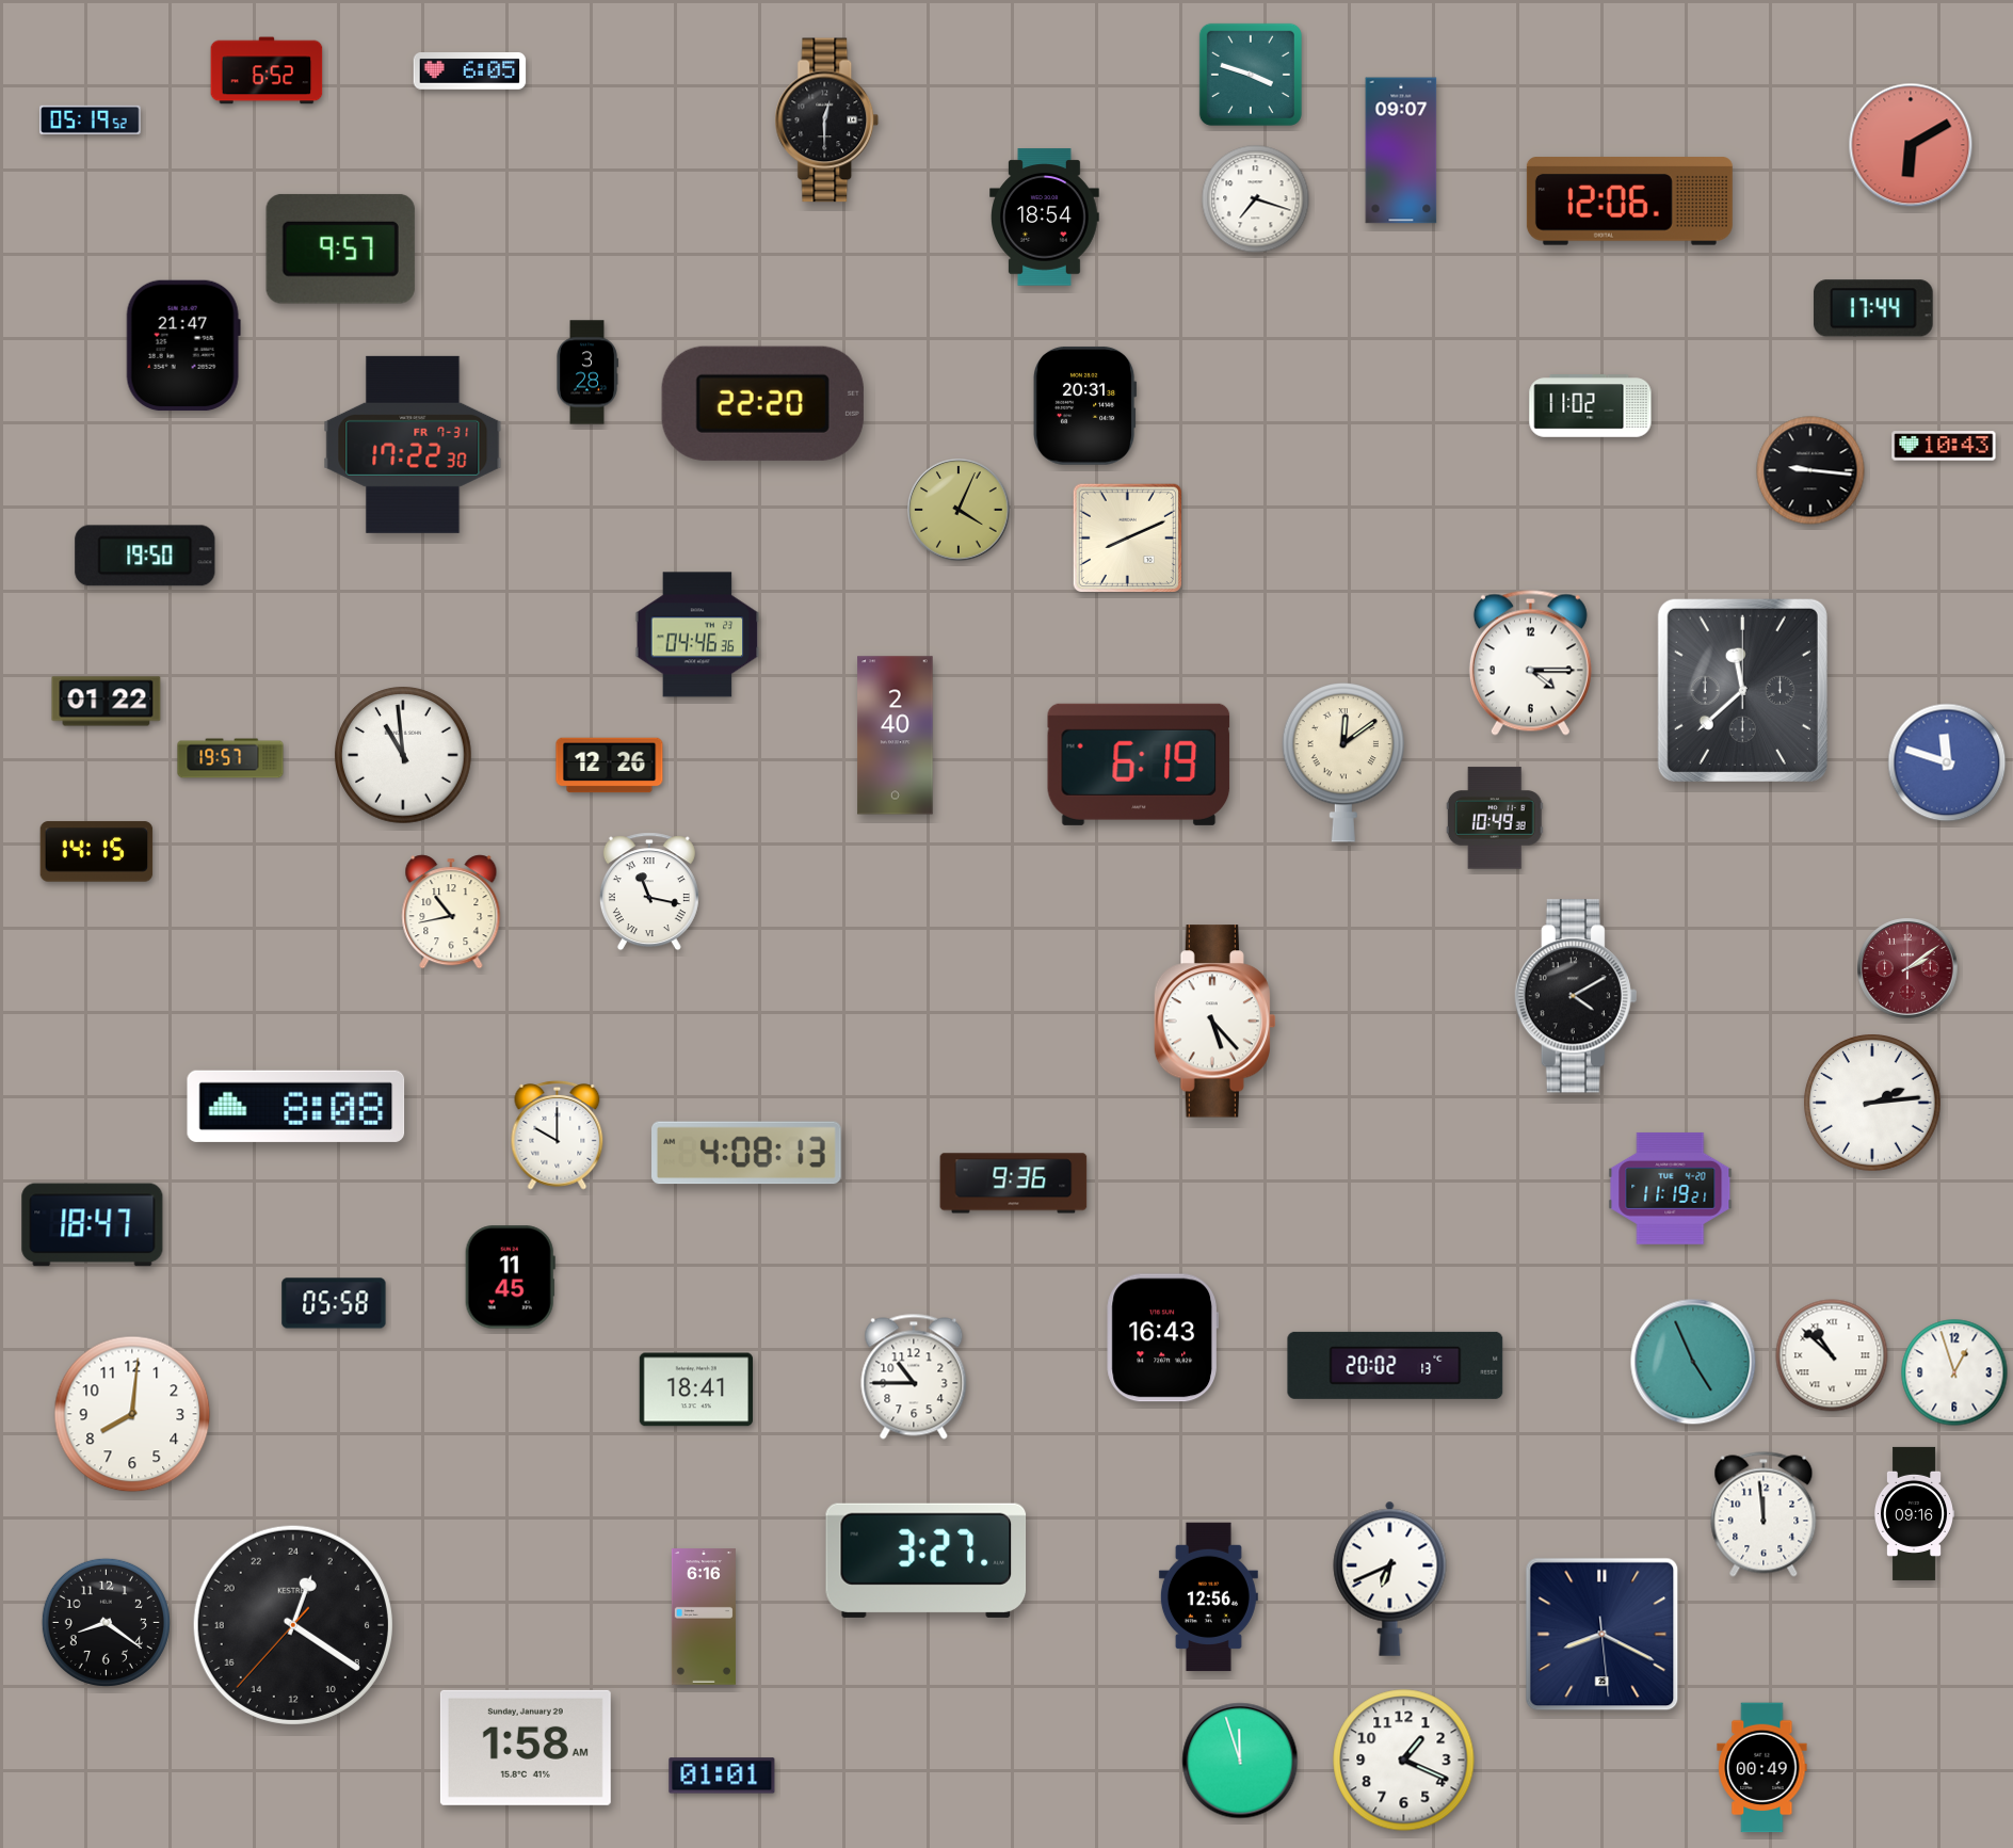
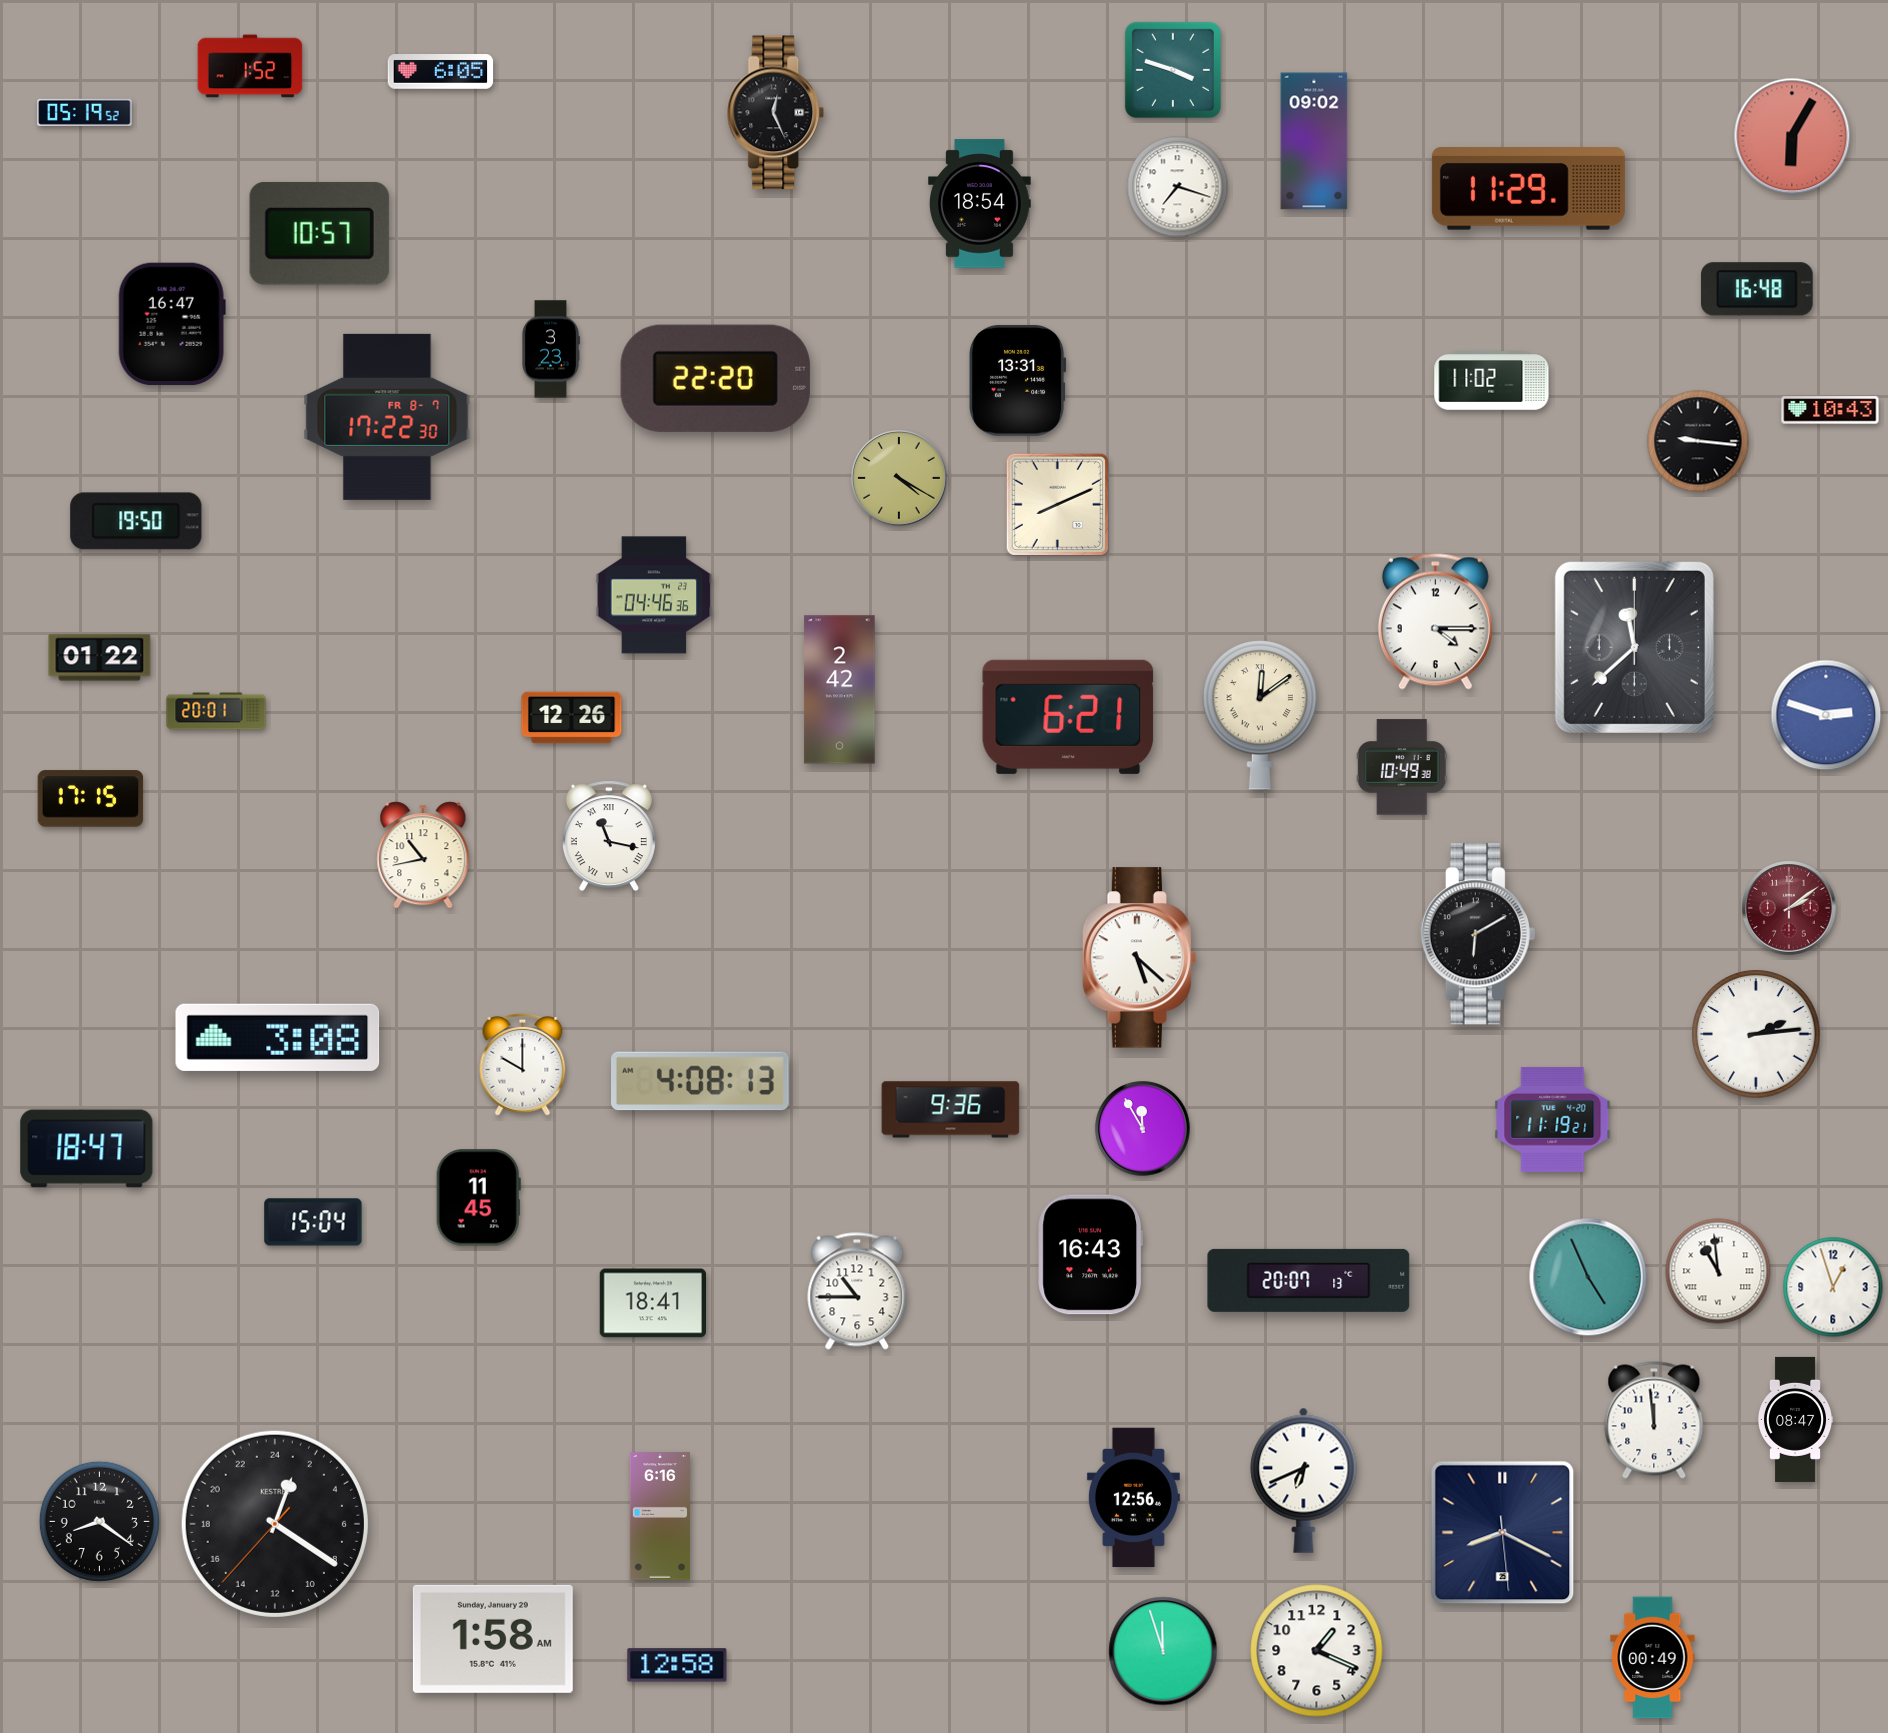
clock at (267, 70): 6:52 -> 1:52
clock at (470, 71) position: (470, 71) -> (441, 72)
clock at (827, 120): 12:30 -> 12:26
clock at (1911, 145): 6:10 -> 6:05
clock at (1401, 150): 09:07 -> 09:02
clock at (1629, 202): 12:06 -> 11:29
clock at (340, 248): 9:57 -> 10:57
clock at (1873, 308): 17:44 -> 16:48
clock at (183, 346): 21:47 -> 16:47
clock at (587, 372): 3:28 -> 3:23
clock at (1085, 405): 20:31 -> 13:31
clock at (413, 445) date: FR 7-31 -> FR 8-7
clock at (1944, 446) position: (1944, 446) -> (1830, 410)
clock at (959, 510): 4:04 -> 4:20
clock at (896, 736): 2:40 -> 2:42
clock at (403, 755): 10:59 -> none
clock at (230, 758): 19:57 -> 20:01
clock at (1947, 762): 11:48 -> 2:48
clock at (1139, 765): 6:19 -> 6:21
clock at (97, 852): 14:15 -> 17:15
clock at (1576, 996): 4:10 -> 6:10
clock at (1214, 1022): 5:23 -> 5:22
clock at (296, 1106): 8:08 -> 3:08
clock at (1671, 1188) position: (1671, 1188) -> (1553, 1119)
clock at (1143, 1129): none -> 11:55
clock at (334, 1303): 05:58 -> 15:04
clock at (1832, 1355): 10:52 -> 10:59
clock at (1396, 1365): 20:02 -> 20:07
clock at (132, 1414): 8:01 -> none
clock at (1913, 1513): 09:16 -> 08:47
clock at (927, 1560): 3:27 -> none
clock at (722, 1775): 01:01 -> 12:58
